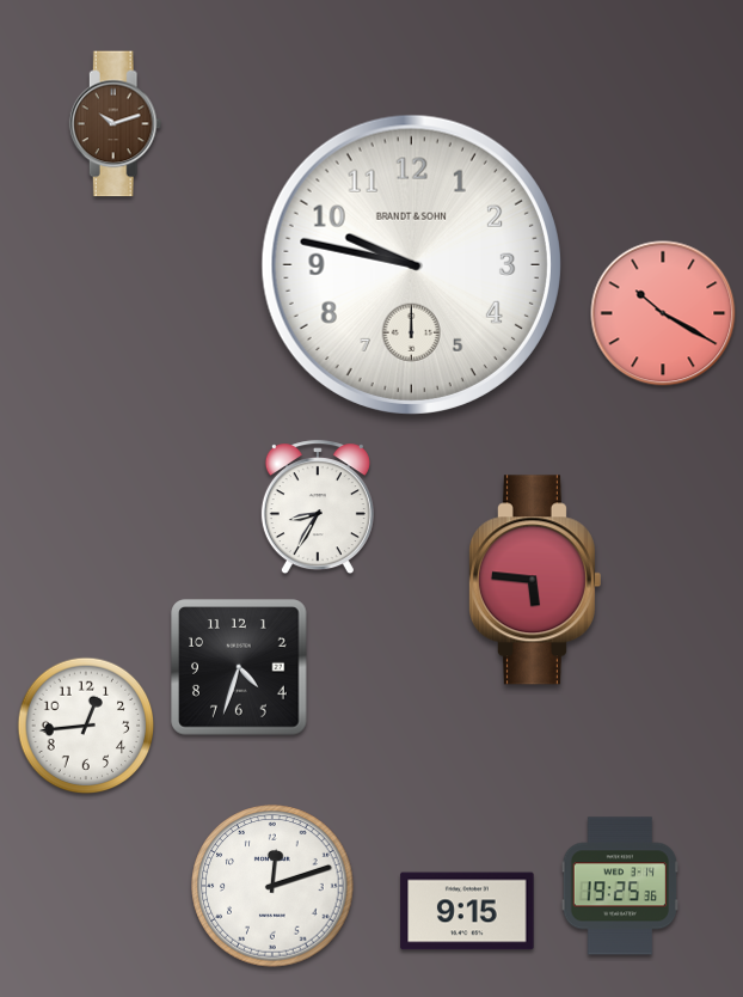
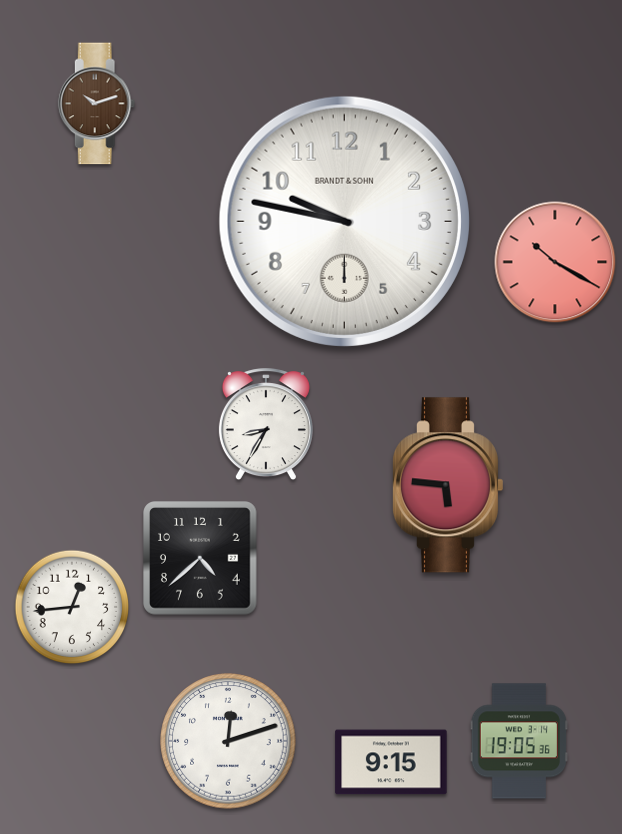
clock at (239, 667): 4:33 -> 4:38
clock at (619, 886): 19:25 -> 19:05
